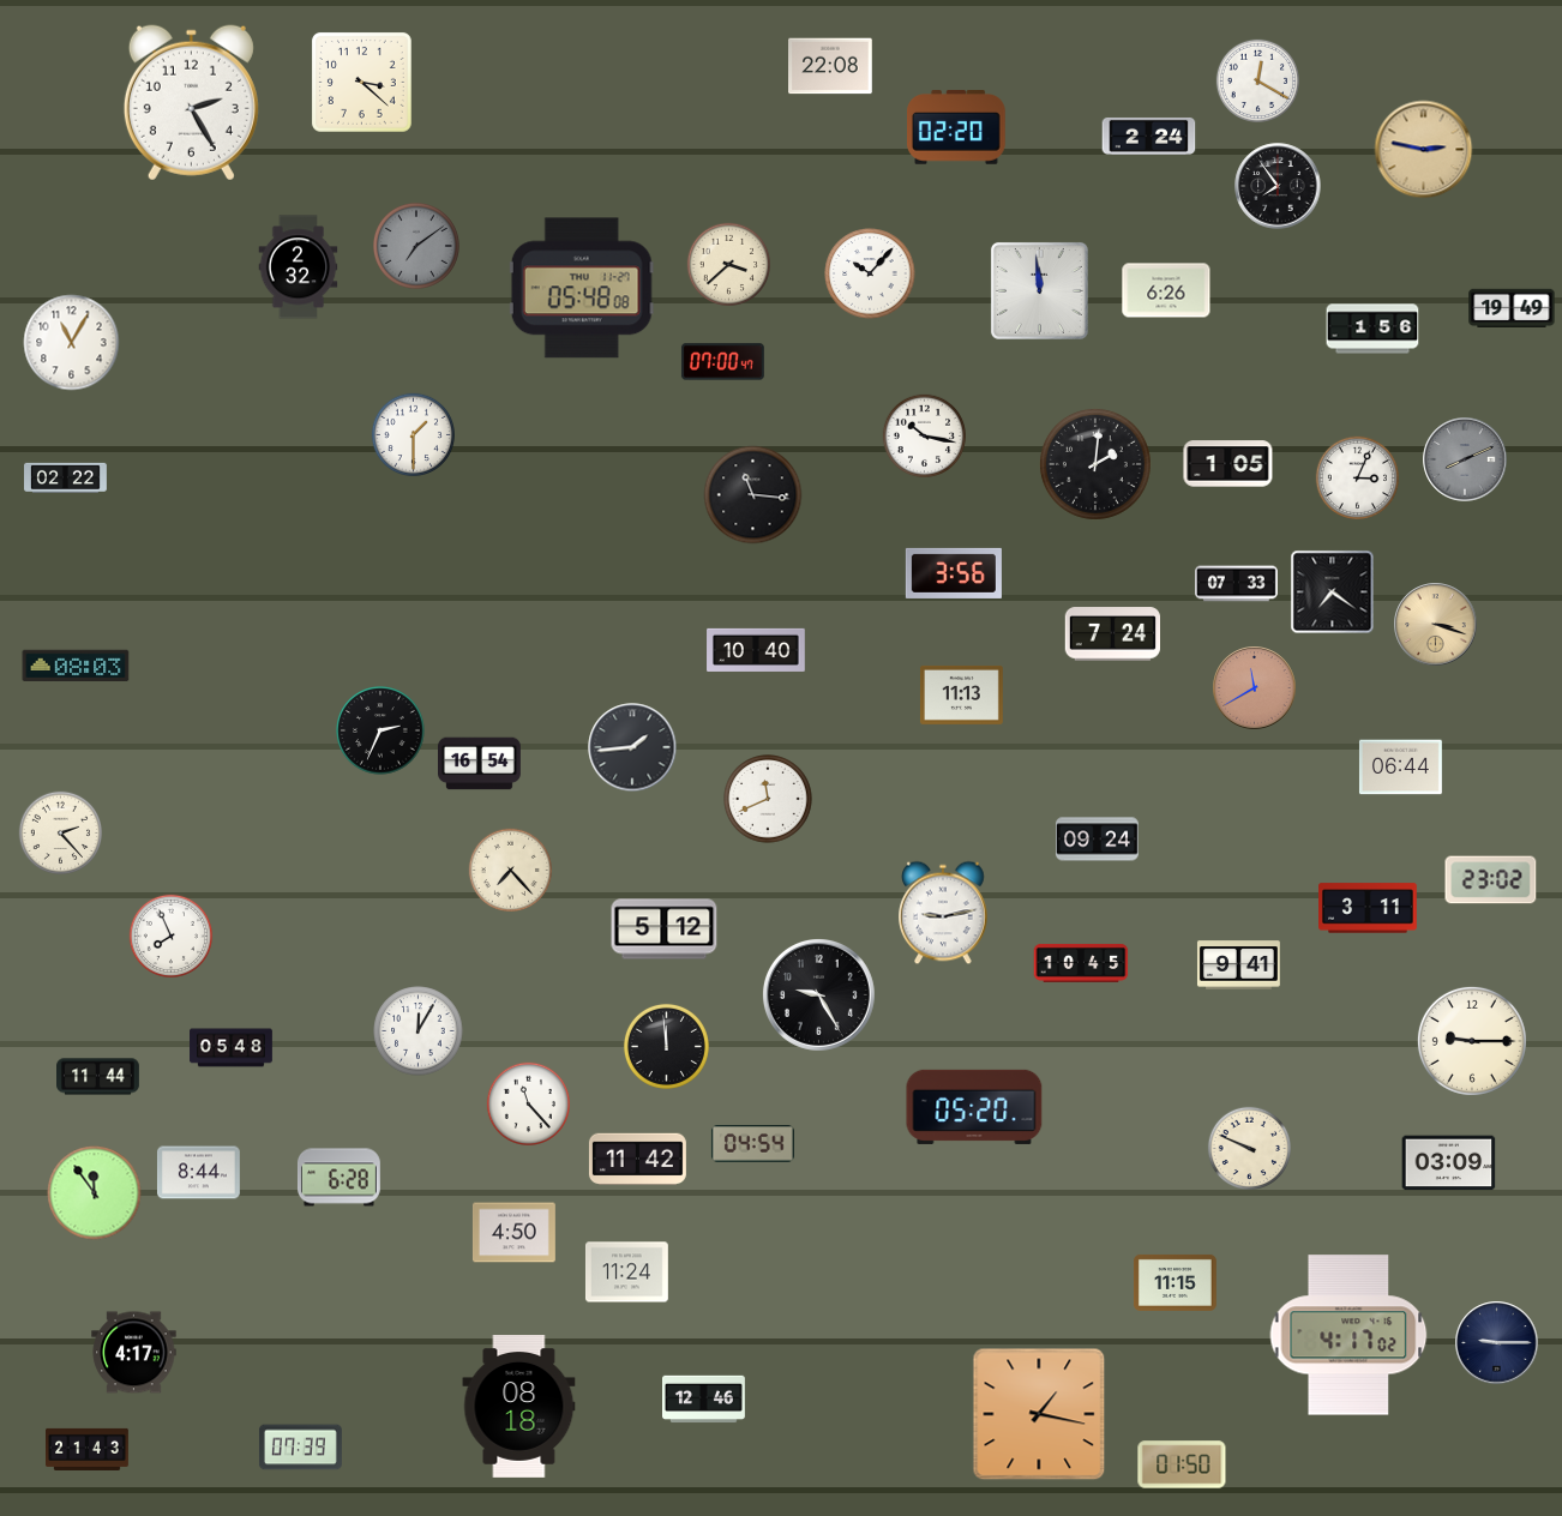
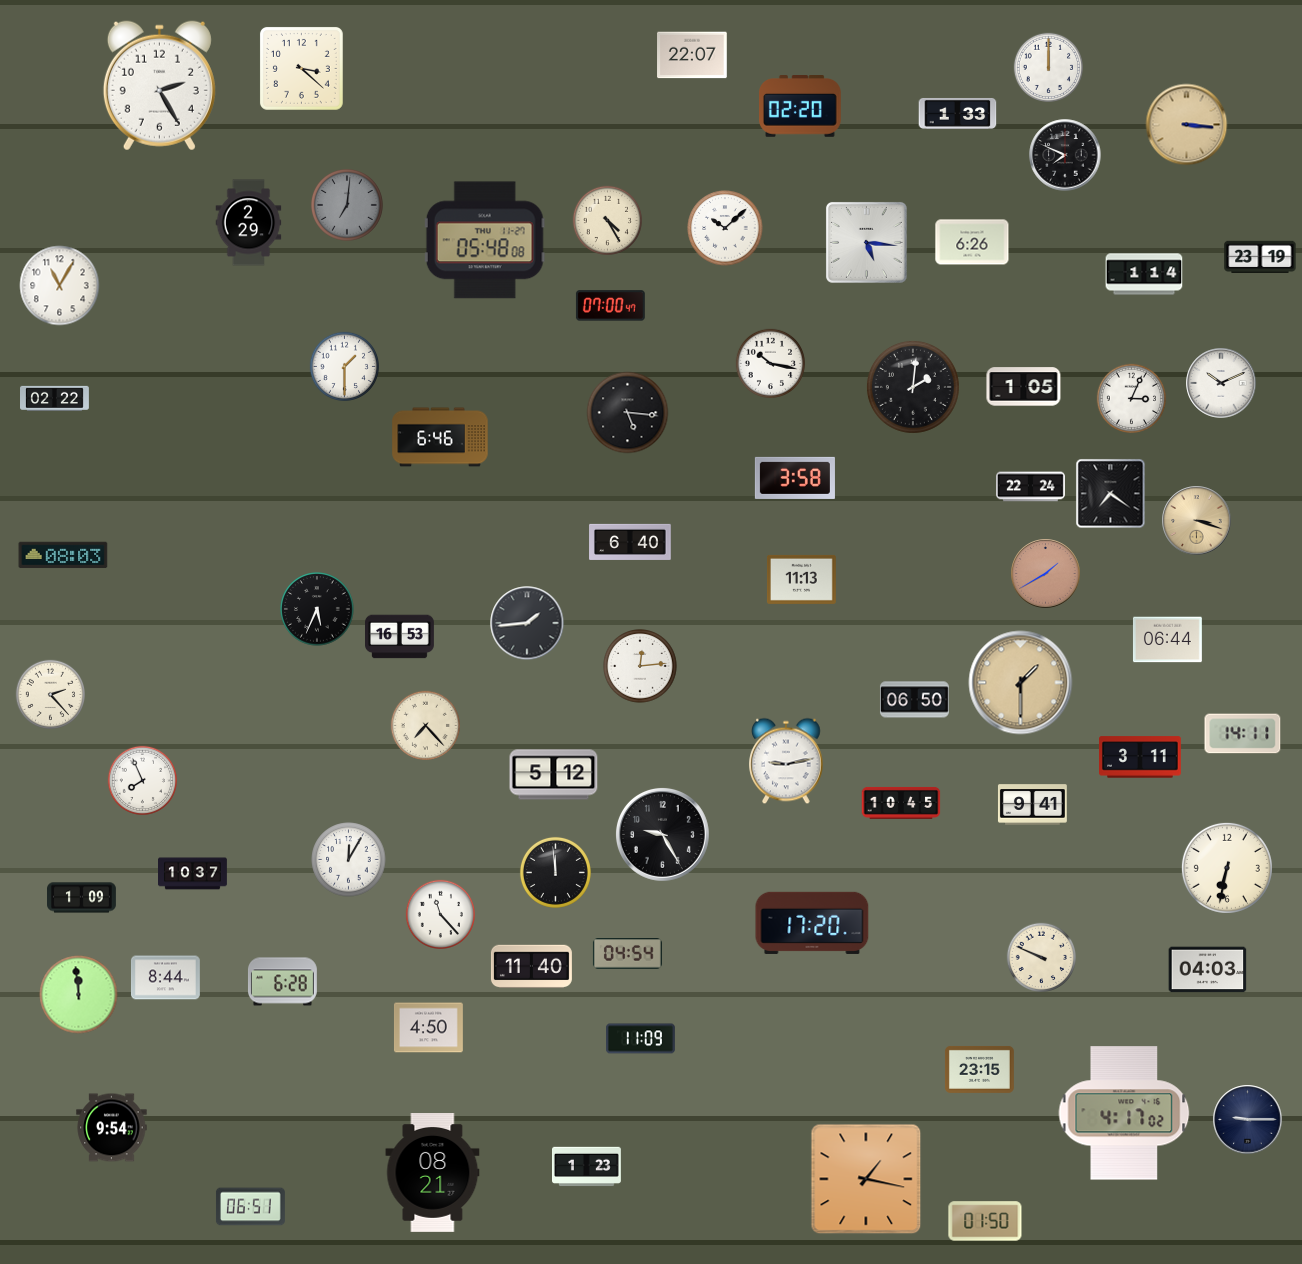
clock at (830, 66): 22:08 -> 22:07
clock at (1257, 80): 12:20 -> 12:00
clock at (957, 128) position: (957, 128) -> (801, 107)
clock at (1149, 136): 2:24 -> 1:33
clock at (1424, 150): 2:47 -> 3:16
clock at (1278, 186): 7:54 -> 7:49
clock at (416, 246): 7:09 -> 7:01
clock at (728, 264): 3:38 -> 4:25
clock at (299, 267): 2:32 -> 2:29
clock at (870, 273): 10:07 -> 10:08
clock at (1039, 290): 11:59 -> 5:16
clock at (1512, 307): 19:49 -> 23:19
clock at (1372, 329): 1:56 -> 1:14
clock at (722, 362) position: (722, 362) -> (610, 306)
clock at (413, 434) position: (413, 434) -> (344, 366)
clock at (1465, 459): 8:11 -> 10:11
clock at (1465, 459) dial: grey -> white
clock at (753, 495): 11:16 -> 5:16
clock at (440, 437): none -> 6:46
clock at (954, 573): 3:56 -> 3:58
clock at (1237, 584): 07:33 -> 22:24
clock at (1112, 634): 7:24 -> none
clock at (756, 650): 10:40 -> 6:40
clock at (1255, 688): 11:40 -> 1:40
clock at (380, 730): 2:34 -> 5:34
clock at (480, 764): 16:54 -> 16:53
clock at (768, 799): 11:41 -> 12:14
clock at (1021, 683): none -> 1:30
clock at (1097, 840): 09:24 -> 06:50
clock at (1491, 880): 23:02 -> 14:11
clock at (818, 994) position: (818, 994) -> (662, 834)
clock at (1472, 1041): 9:15 -> 6:32
clock at (232, 1048): 05:48 -> 10:37
clock at (98, 1077): 11:44 -> 1:09
clock at (528, 1103) position: (528, 1103) -> (440, 914)
clock at (974, 1107): 05:20 -> 17:20
clock at (637, 1160): 11:42 -> 11:40
clock at (1449, 1163): 03:09 -> 04:03
clock at (95, 1193): 11:54 -> 11:59
clock at (641, 1039): none -> 11:09
clock at (626, 1273): 11:24 -> none
clock at (1174, 1282): 11:15 -> 23:15
clock at (134, 1353): 4:17 -> 9:54
clock at (704, 1400): 12:46 -> 1:23
clock at (519, 1407): 08:18 -> 08:21
clock at (300, 1448): 07:39 -> 06:51
clock at (88, 1449): 21:43 -> none
